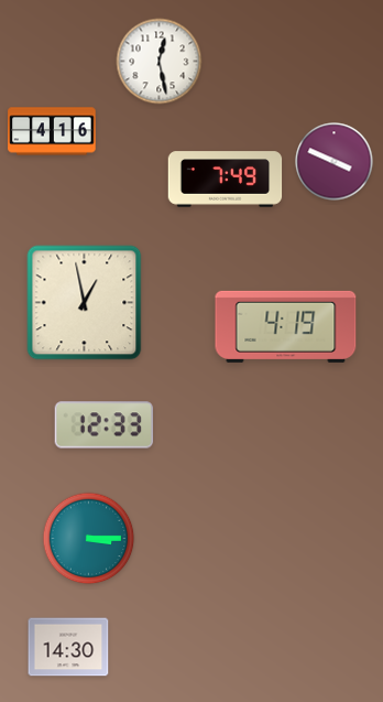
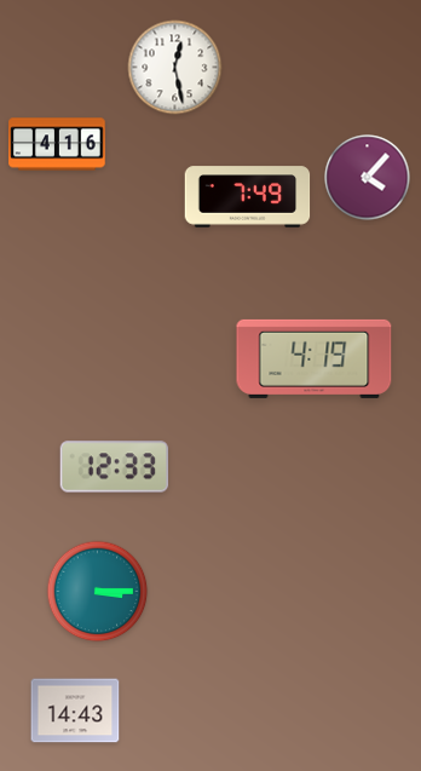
clock at (335, 162): 3:49 -> 4:07
clock at (85, 303): 12:58 -> none
clock at (68, 647): 14:30 -> 14:43
